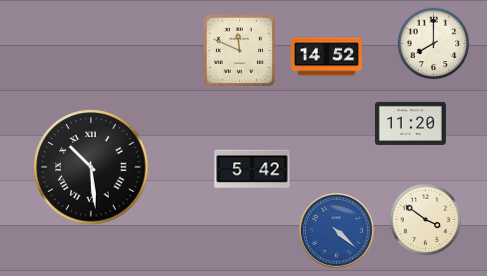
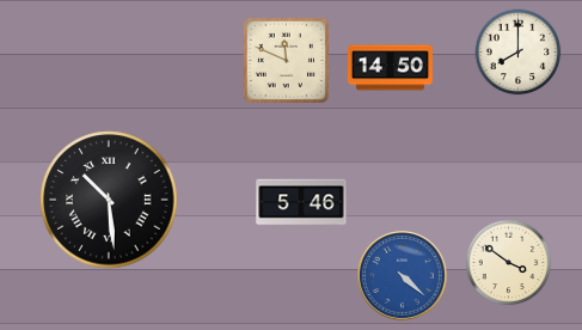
clock at (326, 57): 14:52 -> 14:50
clock at (410, 123): 11:20 -> none
clock at (252, 169): 5:42 -> 5:46
